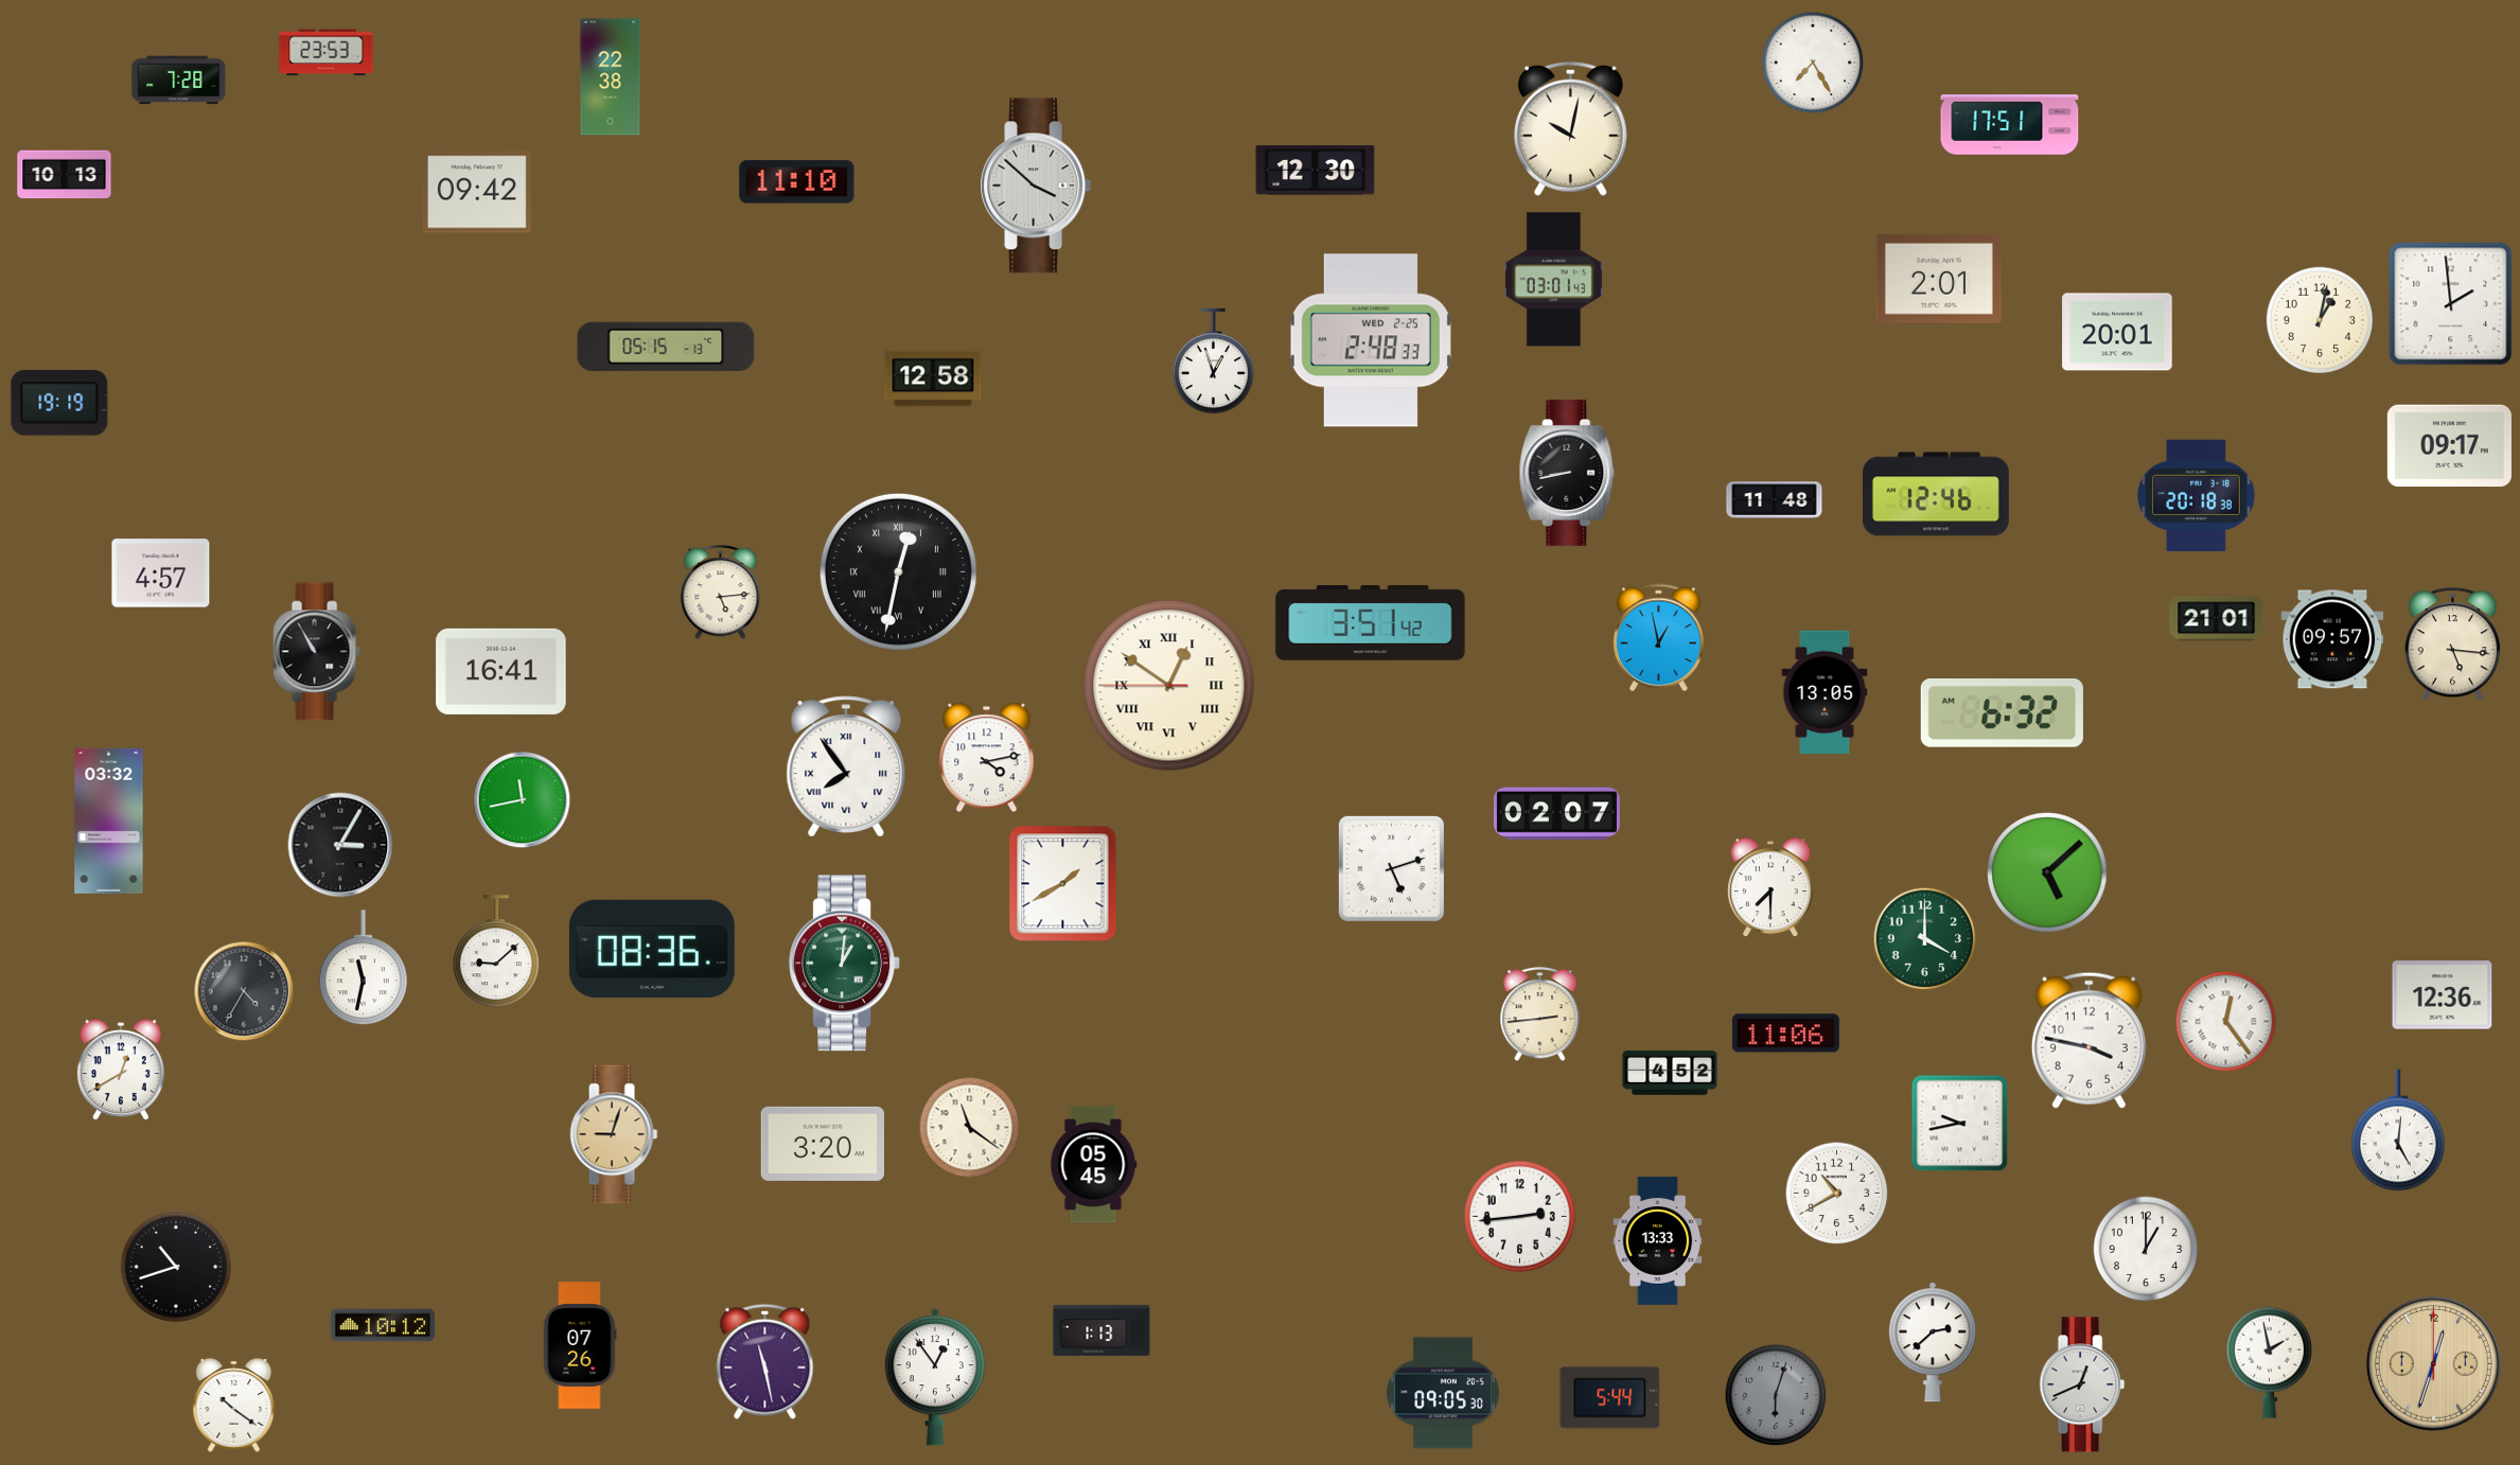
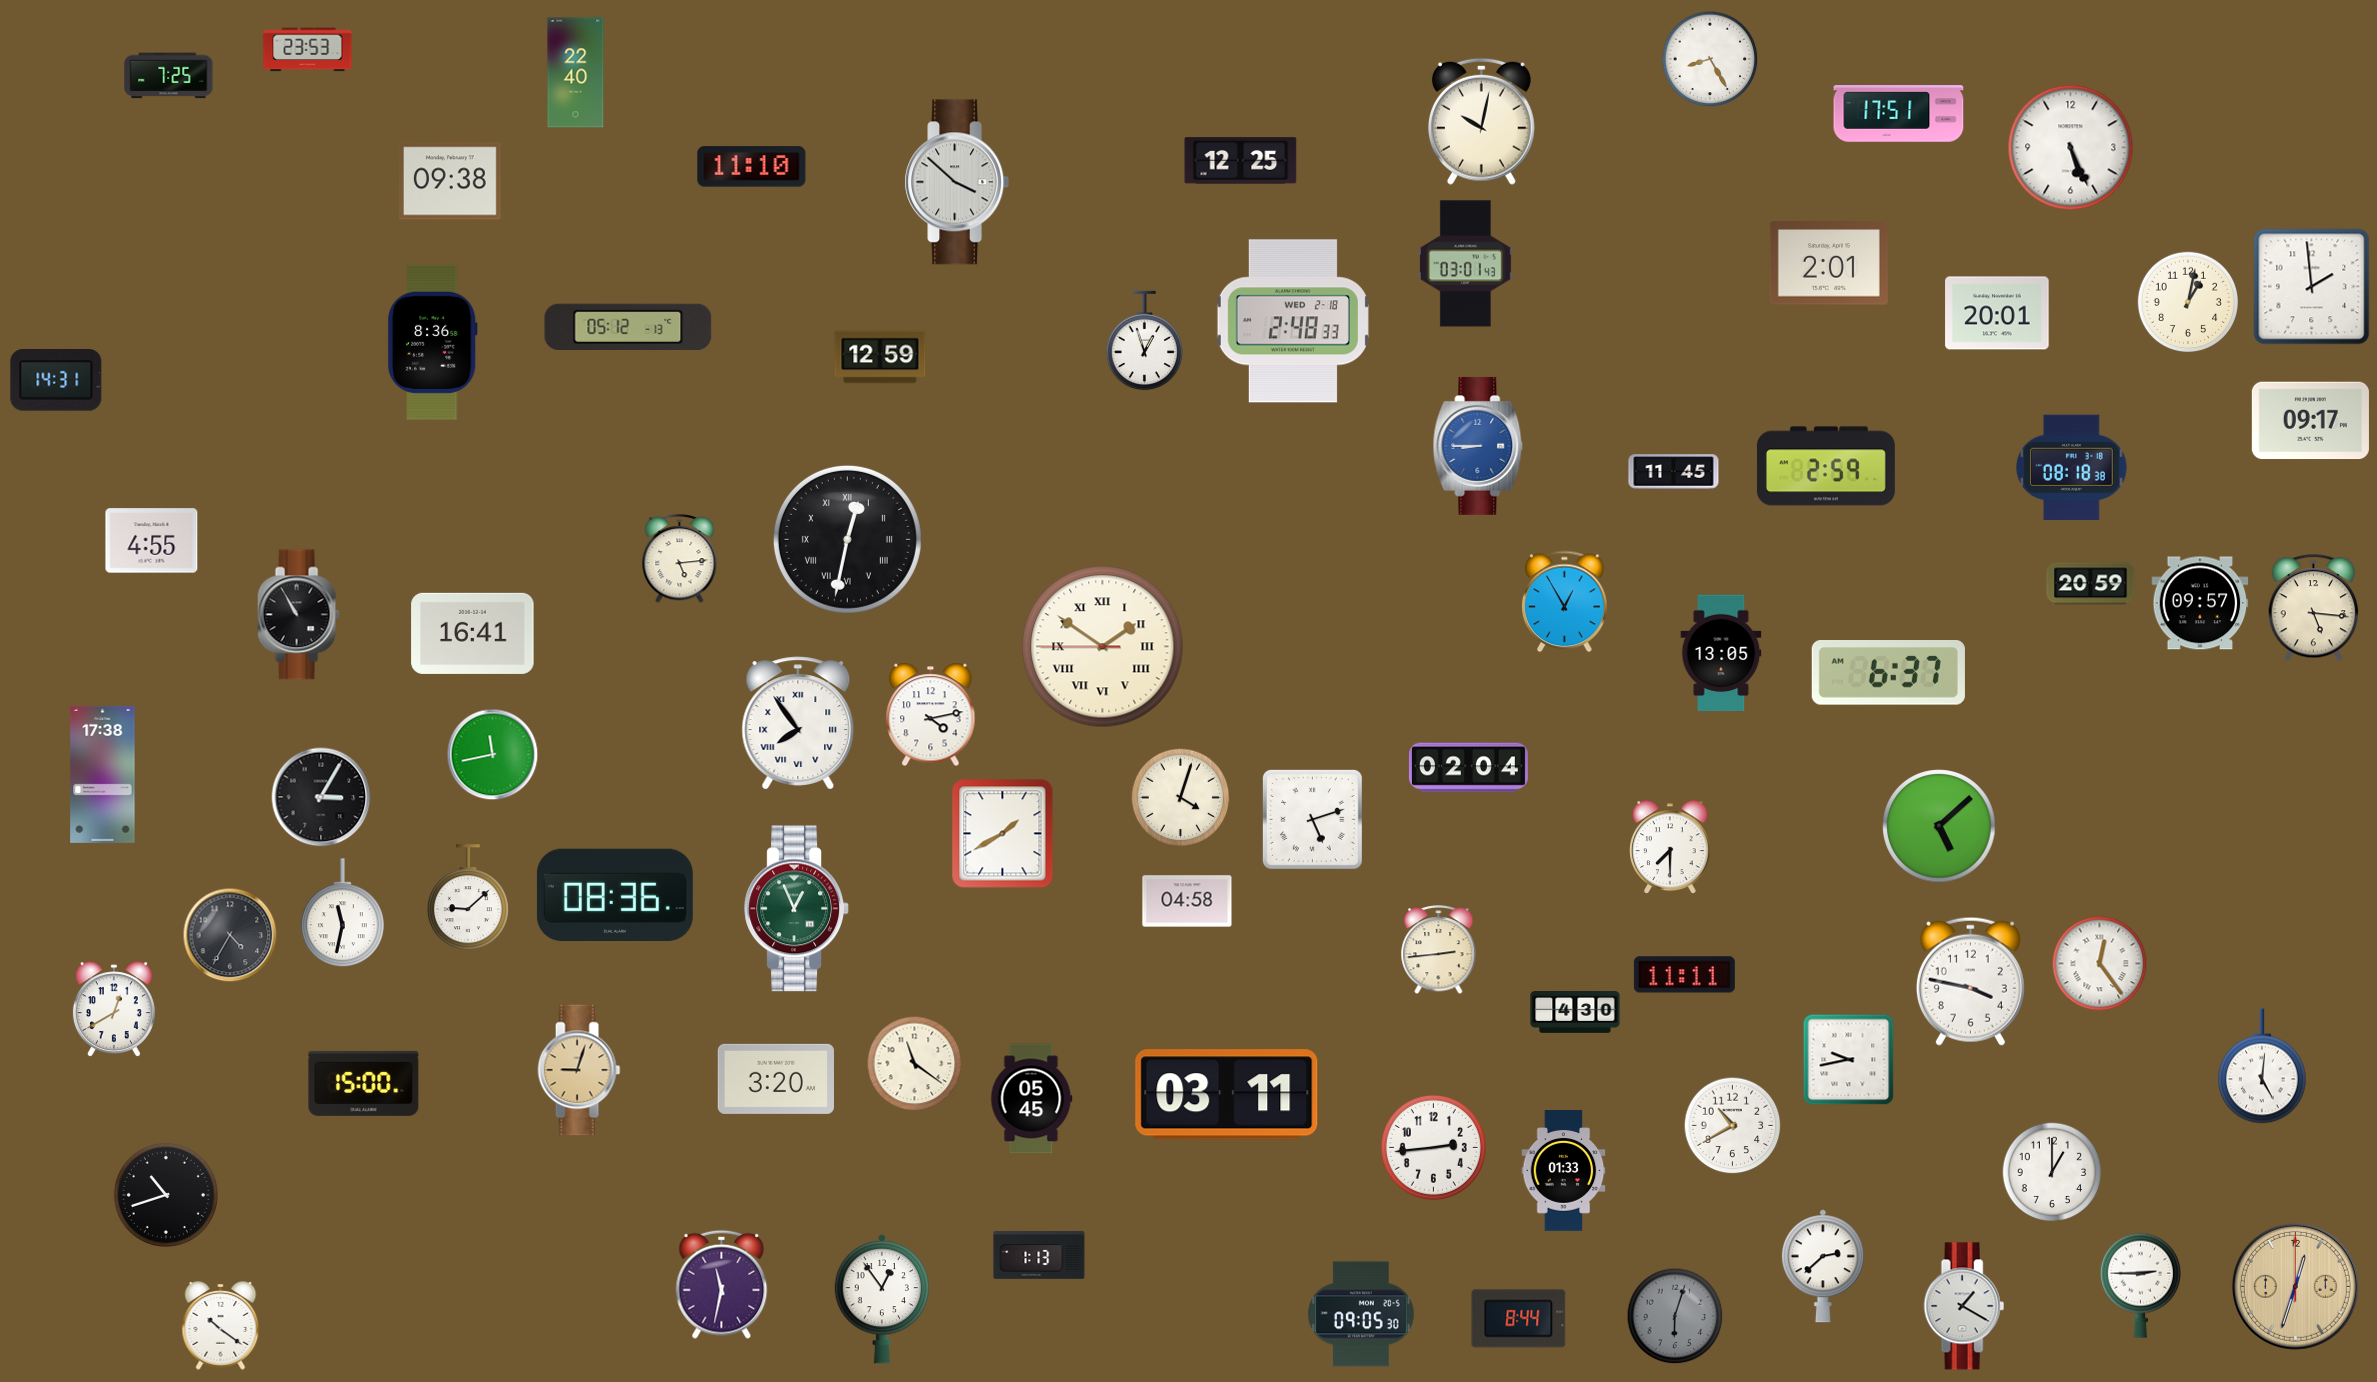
clock at (1813, 63): 7:25 -> 8:25
clock at (611, 77): 22:38 -> 22:40
clock at (179, 81): 7:28 -> 7:25
clock at (2010, 125) position: (2010, 125) -> (1899, 114)
clock at (2071, 148): none -> 5:26
clock at (1316, 171): 12:30 -> 12:25
clock at (65, 175): 10:13 -> none
clock at (797, 182) position: (797, 182) -> (752, 167)
clock at (1036, 186) position: (1036, 186) -> (957, 182)
clock at (477, 192): 09:42 -> 09:38
clock at (1371, 340) date: WED 2-25 -> WED 2-18
clock at (666, 346): 05:15 -> 05:12
clock at (432, 342): none -> 8:36
clock at (933, 378): 12:58 -> 12:59
clock at (59, 403): 19:19 -> 14:31
clock at (1567, 473): 8:43 -> 8:45
clock at (1567, 473) dial: black -> blue
clock at (1936, 494): 12:46 -> 2:59
clock at (2197, 496): 20:18 -> 08:18
clock at (1775, 500): 11:48 -> 11:45
clock at (161, 573): 4:57 -> 4:55
clock at (2217, 619): 21:01 -> 20:59
clock at (1371, 623): 3:51 -> none
clock at (1659, 638): 12:58 -> 12:55
clock at (1169, 686): 12:50 -> 1:50
clock at (2002, 713): 6:32 -> 6:37
clock at (1556, 814): 02:07 -> 02:04
clock at (109, 820): 03:32 -> 17:38
clock at (1181, 798): none -> 4:03
clock at (2047, 872) position: (2047, 872) -> (1939, 826)
clock at (1770, 887) position: (1770, 887) -> (1670, 847)
clock at (1925, 939): 4:00 -> none
clock at (1187, 901): none -> 04:58
clock at (844, 964): 1:01 -> 12:56
clock at (2443, 995): 12:36 -> none
clock at (1540, 1014) position: (1540, 1014) -> (1439, 950)
clock at (1785, 1034): 11:06 -> 11:11
clock at (1670, 1074): 4:52 -> 4:30
clock at (364, 1083): none -> 15:00
clock at (1227, 1095): none -> 03:11
clock at (1658, 1241): 13:33 -> 01:33
clock at (2146, 1249) position: (2146, 1249) -> (2052, 1172)
clock at (382, 1325): 10:12 -> none
clock at (580, 1346): 07:26 -> none
clock at (765, 1361): 11:28 -> 11:32
clock at (2269, 1362): 1:58 -> 2:45
clock at (2082, 1384): 12:41 -> 1:20
clock at (1610, 1398): 5:44 -> 8:44
